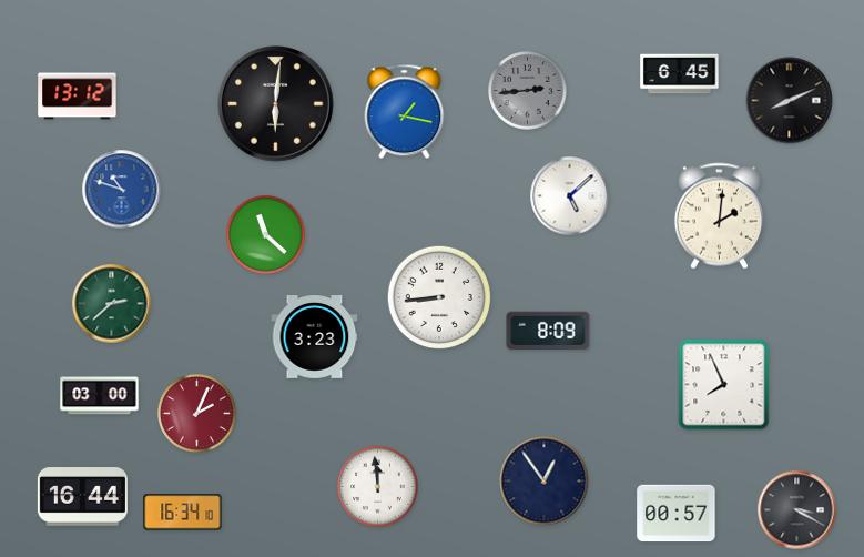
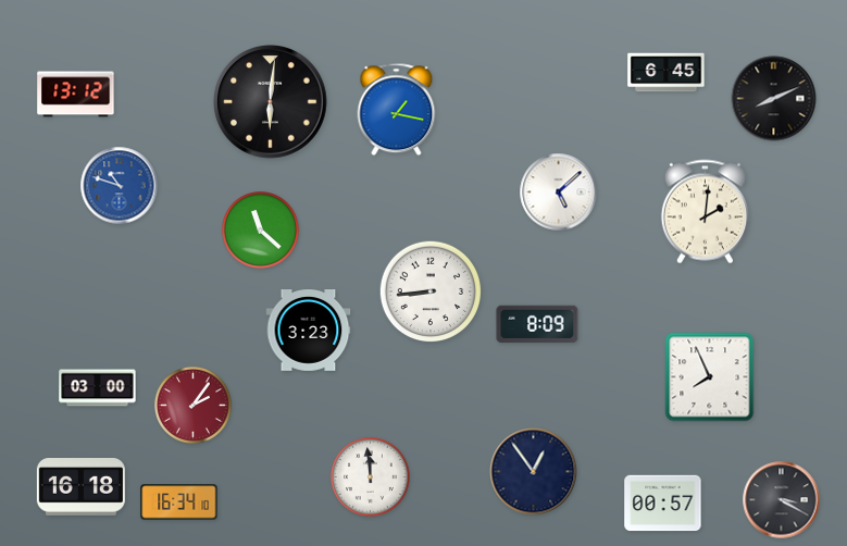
clock at (528, 91): 2:44 -> none
clock at (112, 304): 2:38 -> none
clock at (197, 414): 2:04 -> 2:06
clock at (82, 497): 16:44 -> 16:18
